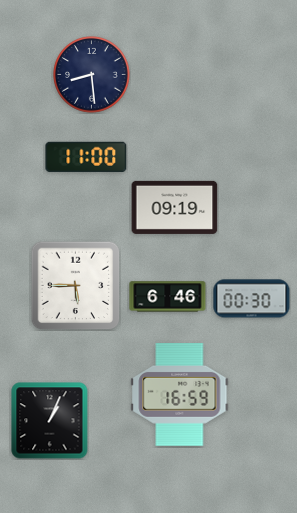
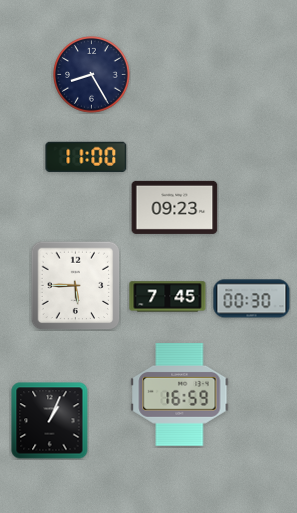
clock at (92, 75): 8:29 -> 8:25
clock at (175, 207): 09:19 -> 09:23
clock at (168, 297): 6:46 -> 7:45
